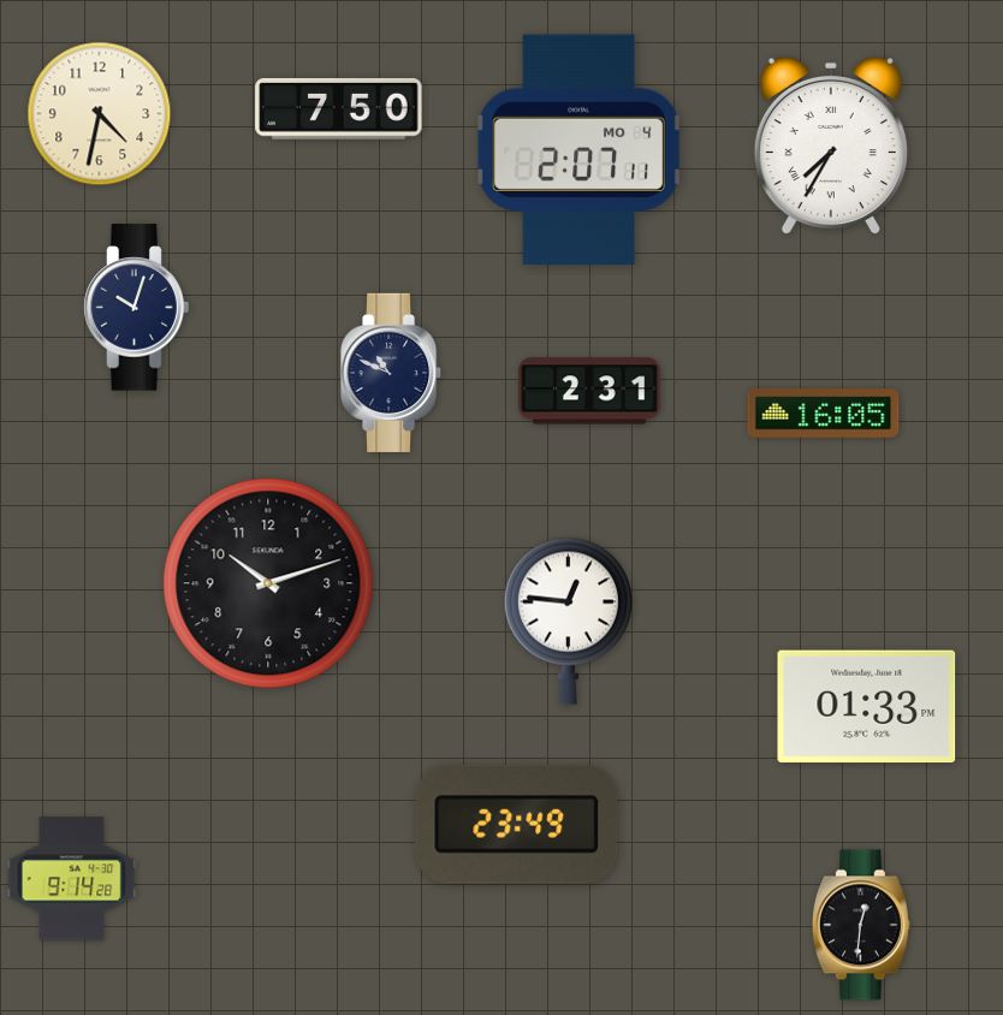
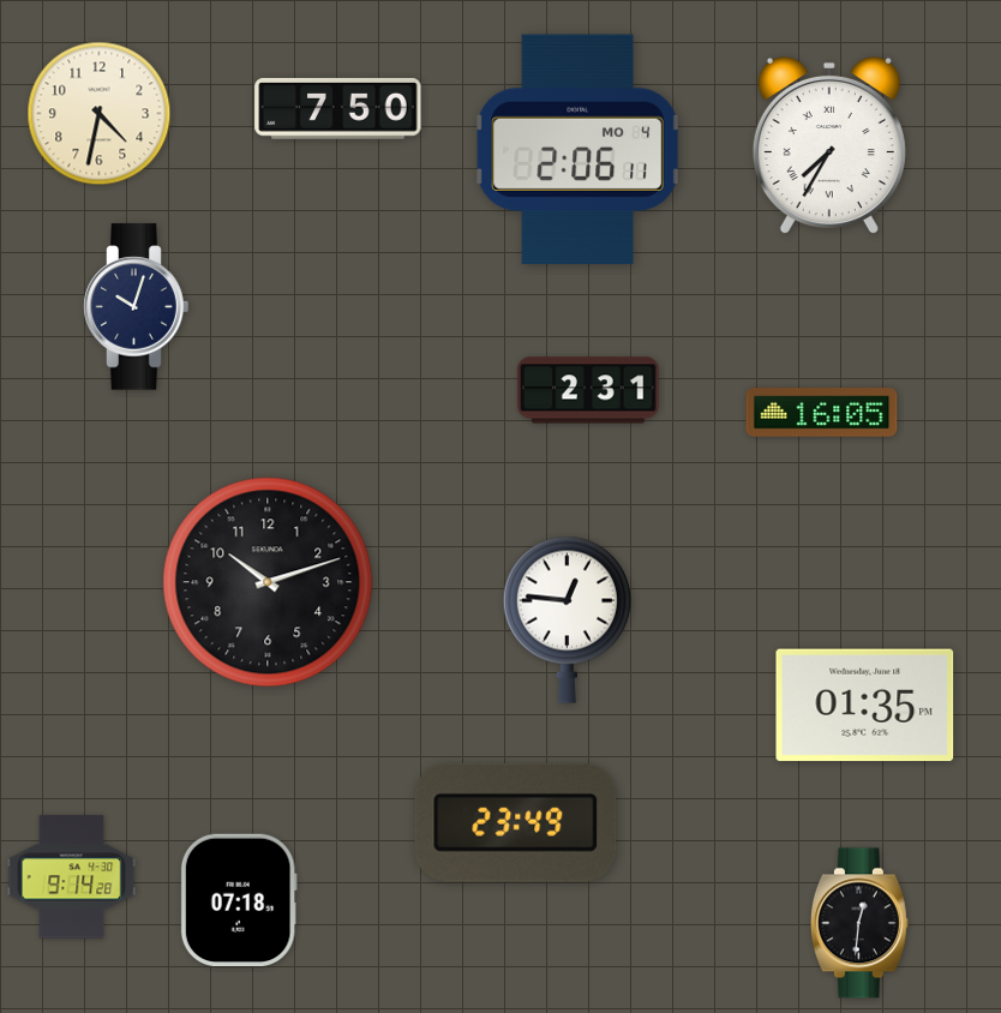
clock at (580, 149): 2:07 -> 2:06
clock at (392, 373): 10:49 -> none
clock at (867, 707): 01:33 -> 01:35
clock at (239, 899): none -> 07:18
